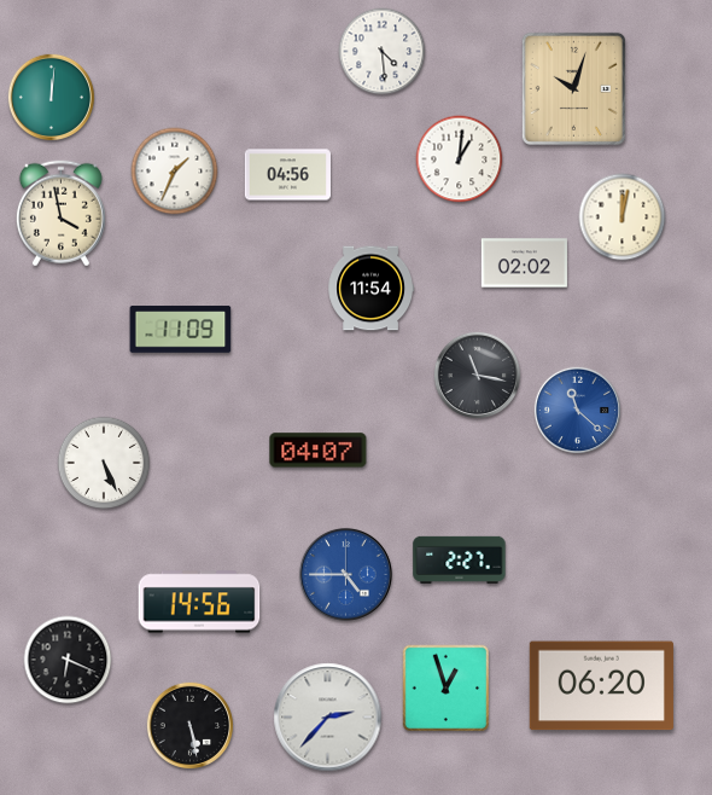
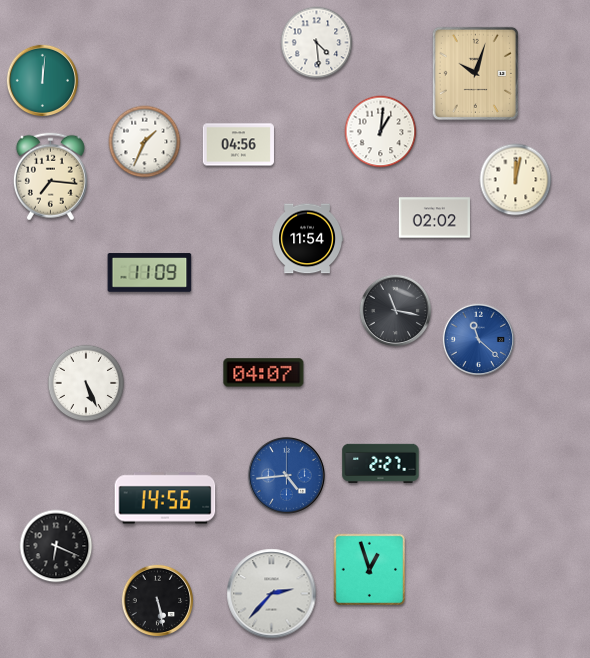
clock at (60, 214): 3:58 -> 7:16
clock at (345, 574): 4:45 -> 4:44
clock at (601, 686): 06:20 -> none
